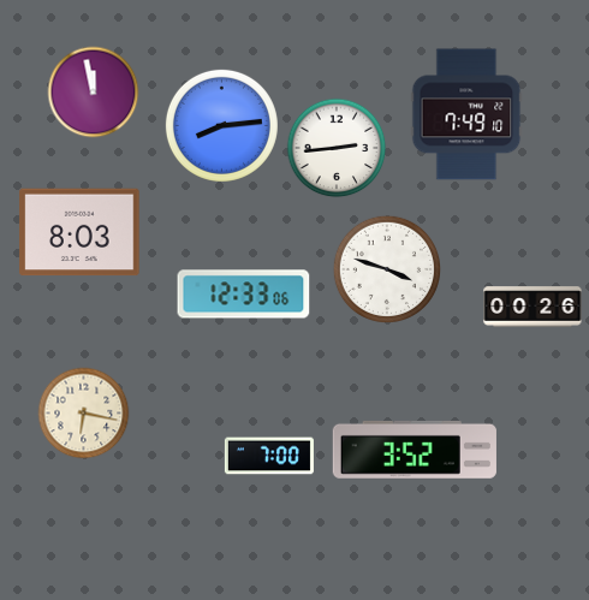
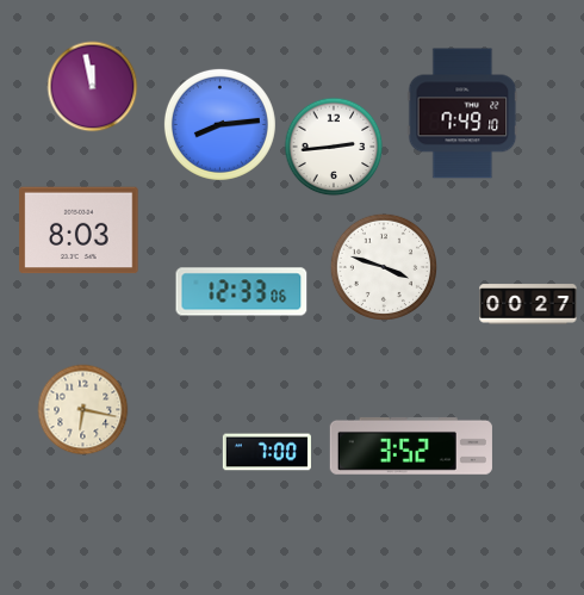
clock at (94, 93) position: (94, 93) -> (93, 87)
clock at (533, 307): 00:26 -> 00:27
